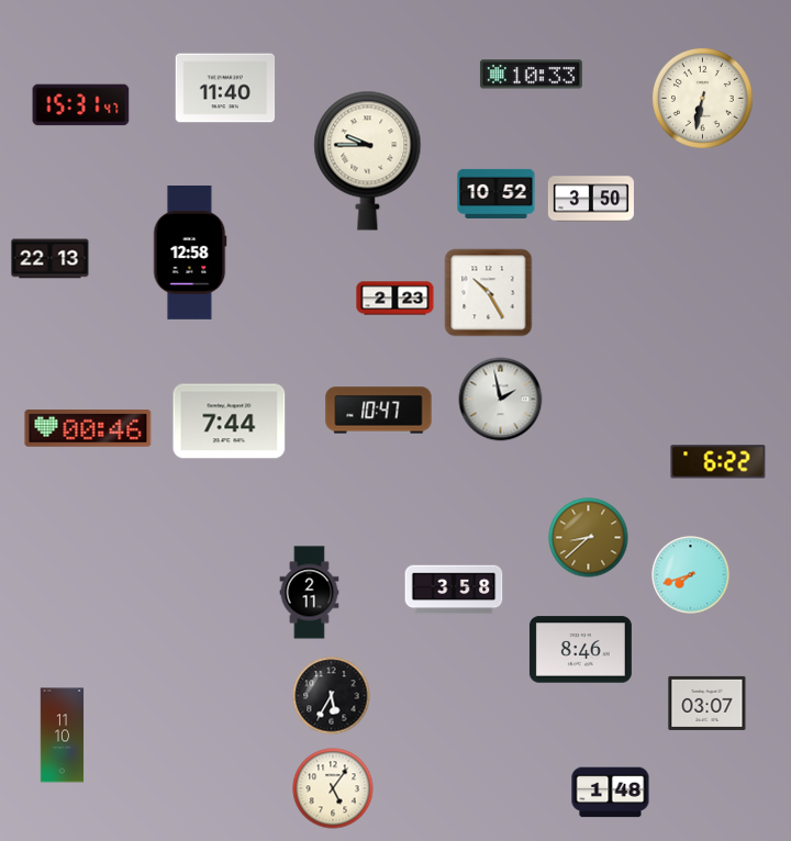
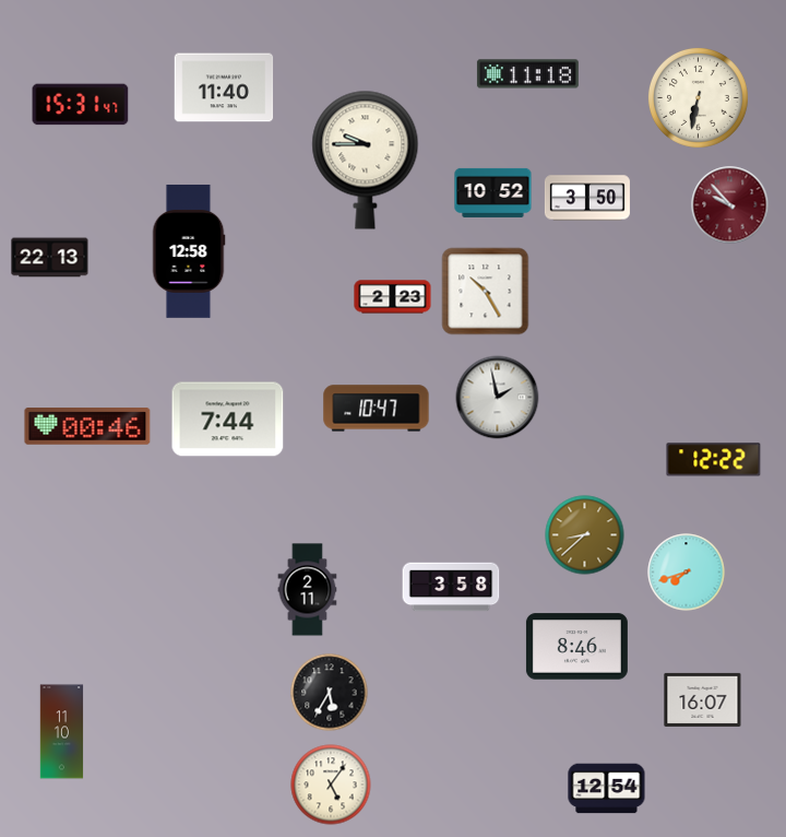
clock at (531, 75): 10:33 -> 11:18
clock at (730, 205): none -> 9:53
clock at (718, 462): 6:22 -> 12:22
clock at (708, 703): 03:07 -> 16:07
clock at (611, 793): 1:48 -> 12:54
